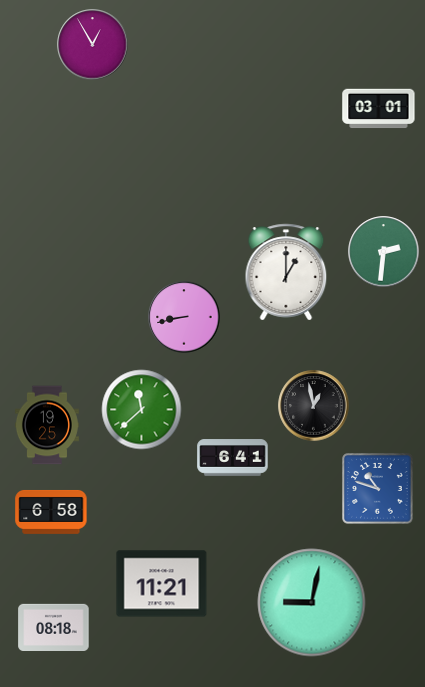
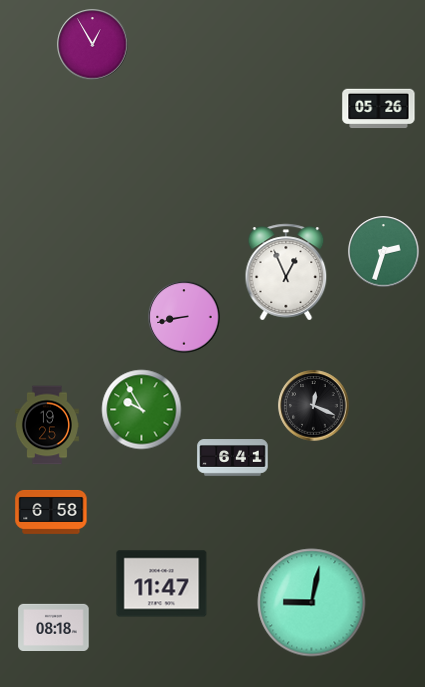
clock at (379, 109): 03:01 -> 05:26
clock at (384, 252): 2:31 -> 2:33
clock at (286, 272): 1:00 -> 12:56
clock at (314, 406): 12:58 -> 12:19
clock at (142, 410): 11:38 -> 9:55
clock at (378, 489): 10:48 -> none
clock at (162, 584): 11:21 -> 11:47
